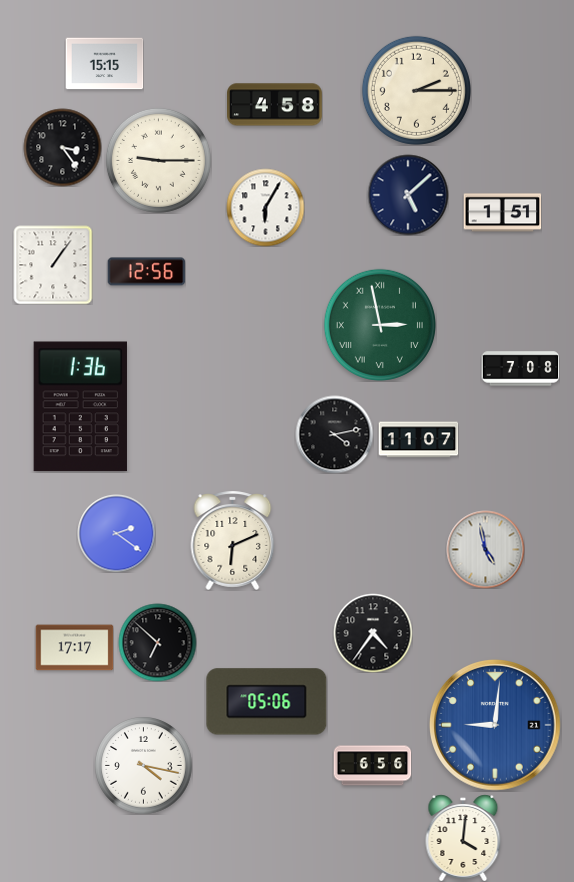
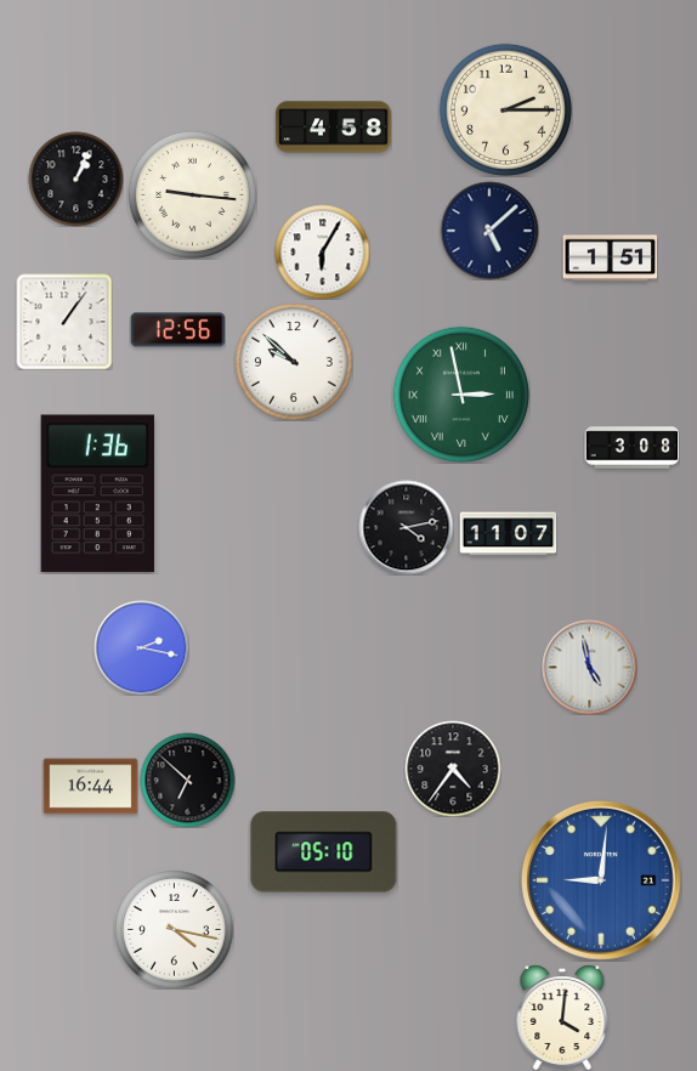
clock at (104, 64): 15:15 -> none
clock at (62, 147): 3:24 -> 1:04
clock at (158, 160): 9:15 -> 9:16
clock at (408, 195) position: (408, 195) -> (489, 231)
clock at (294, 362): none -> 9:52
clock at (520, 369): 7:08 -> 3:08
clock at (116, 533): 2:21 -> 2:17
clock at (233, 540): 6:11 -> none
clock at (157, 642) position: (157, 642) -> (187, 780)
clock at (74, 648): 17:17 -> 16:44
clock at (267, 702): 05:06 -> 05:10
clock at (372, 766): 6:56 -> none
